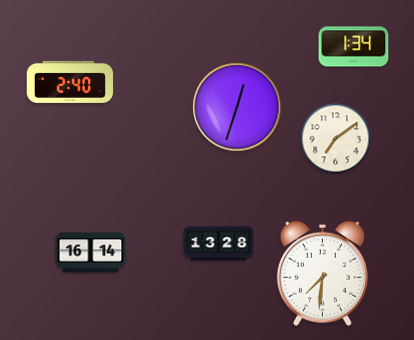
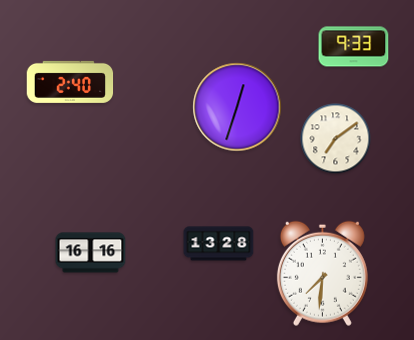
clock at (354, 47): 1:34 -> 9:33
clock at (91, 253): 16:14 -> 16:16
